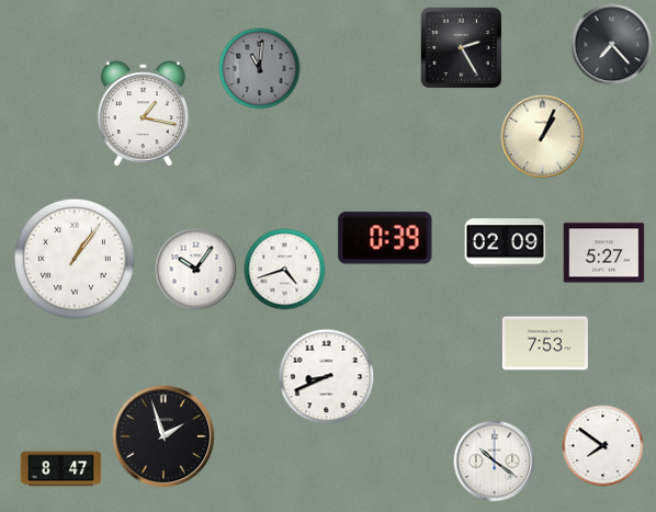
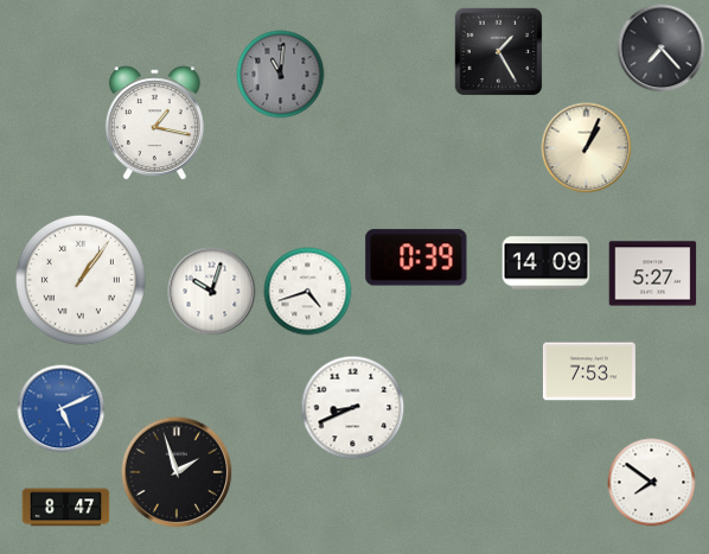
clock at (462, 48): 2:25 -> 1:25
clock at (506, 243): 02:09 -> 14:09
clock at (196, 270): 10:06 -> 10:03
clock at (62, 409): none -> 5:11
clock at (495, 462): 10:21 -> none
